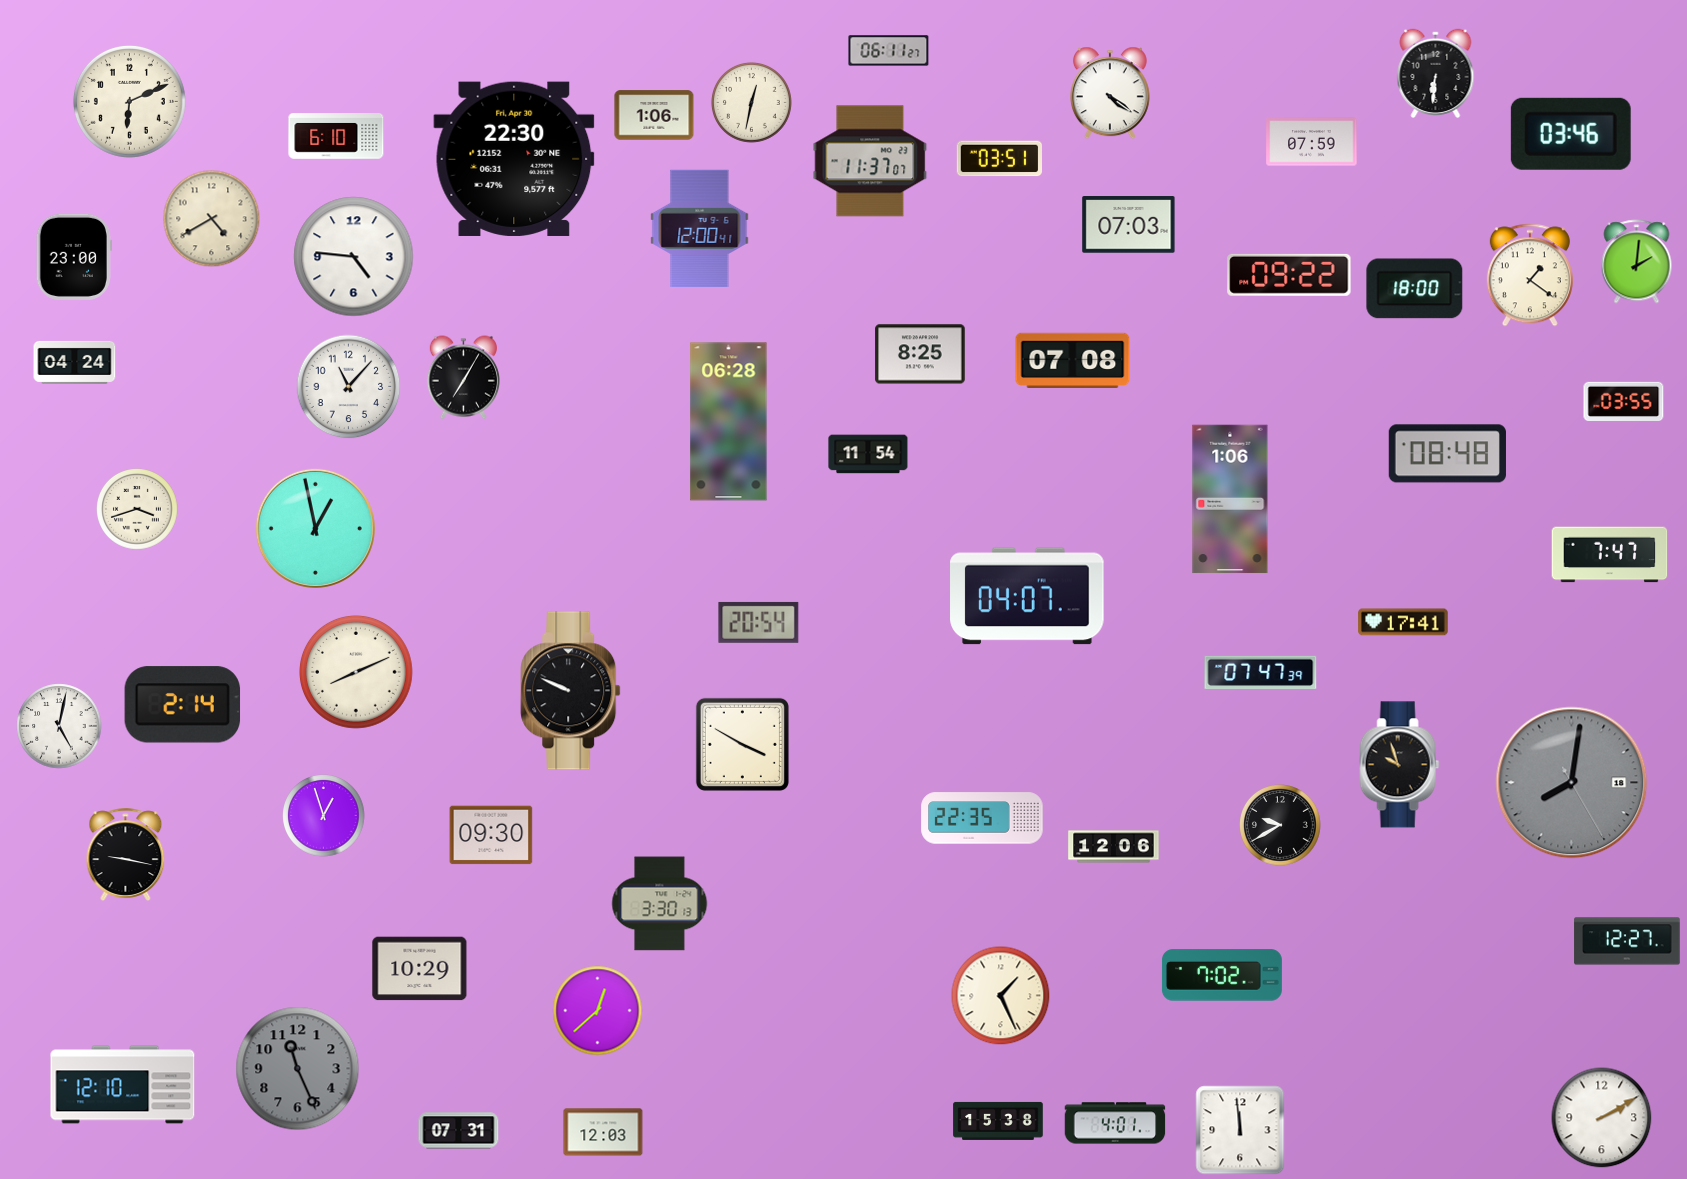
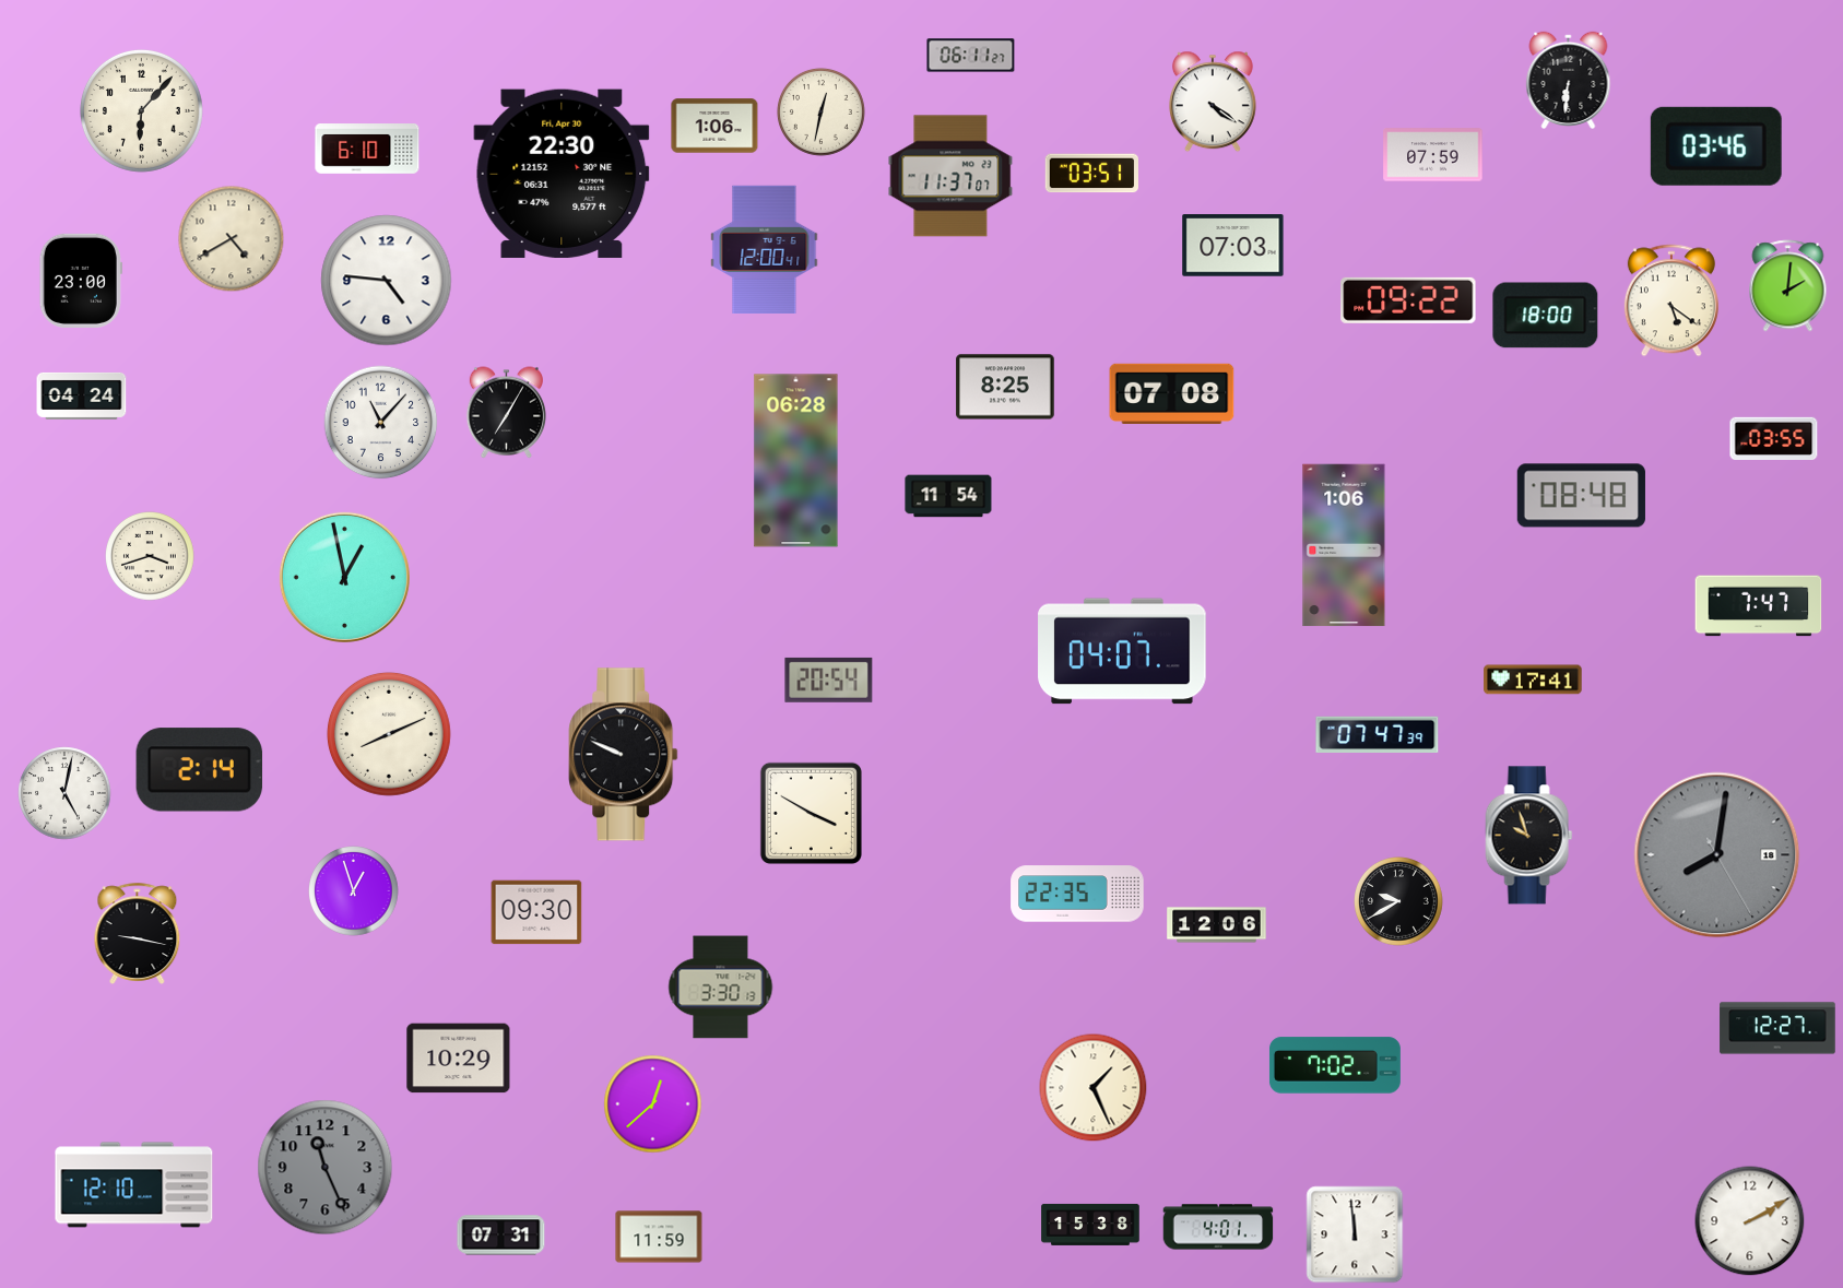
clock at (129, 101): 6:11 -> 6:07
clock at (1530, 275): 1:21 -> 5:21
clock at (982, 818) position: (982, 818) -> (1077, 894)
clock at (603, 1132): 12:03 -> 11:59
